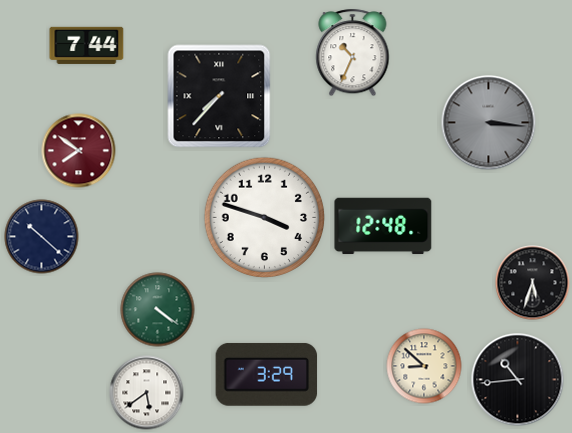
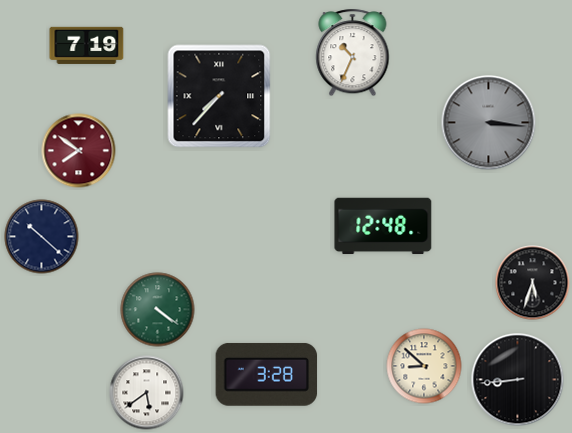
clock at (87, 45): 7:44 -> 7:19
clock at (265, 218): 3:48 -> none
clock at (267, 374): 3:29 -> 3:28
clock at (518, 380): 10:44 -> 8:44
